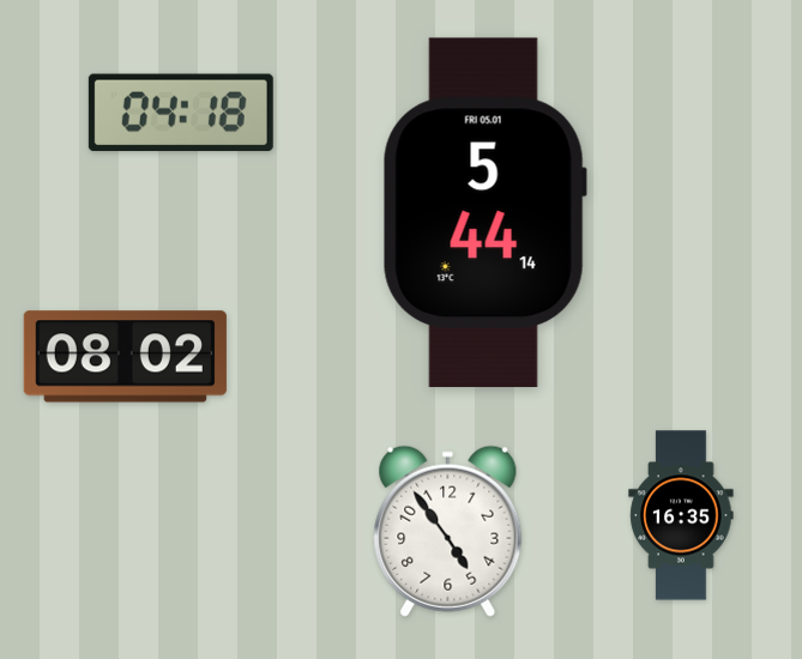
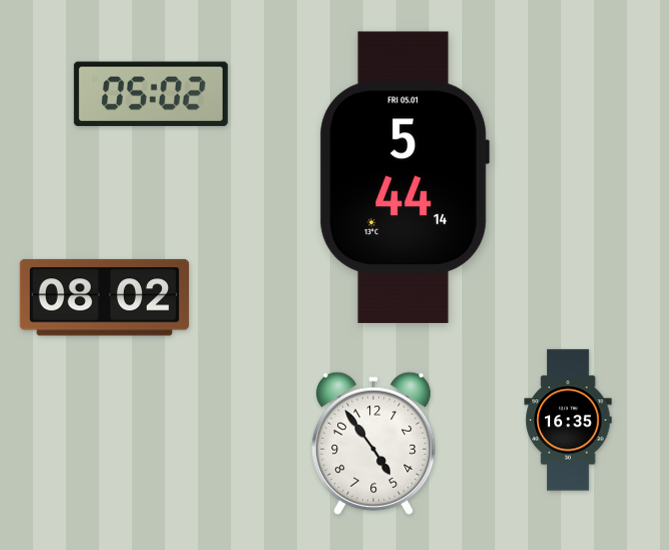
clock at (181, 113): 04:18 -> 05:02
clock at (681, 515) position: (681, 515) -> (568, 420)
